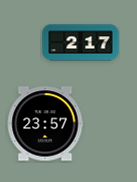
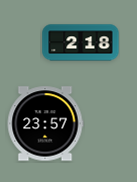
clock at (81, 43): 2:17 -> 2:18
